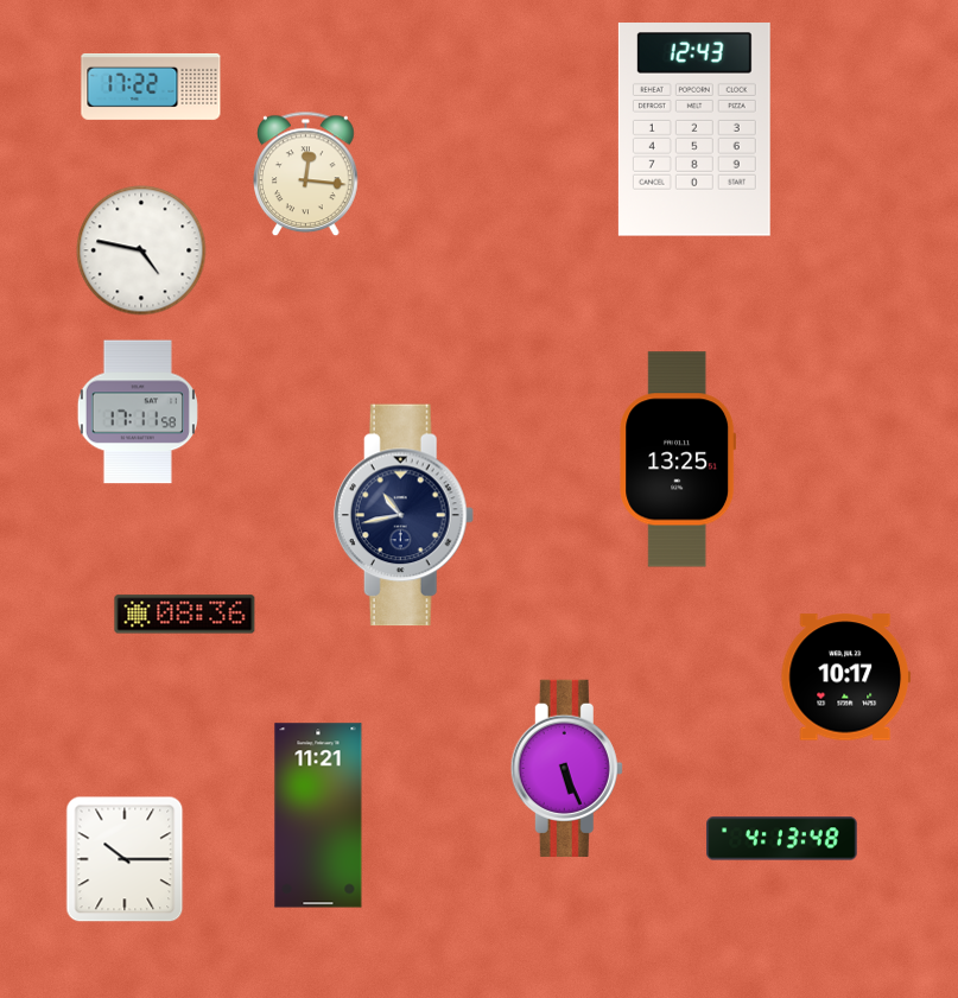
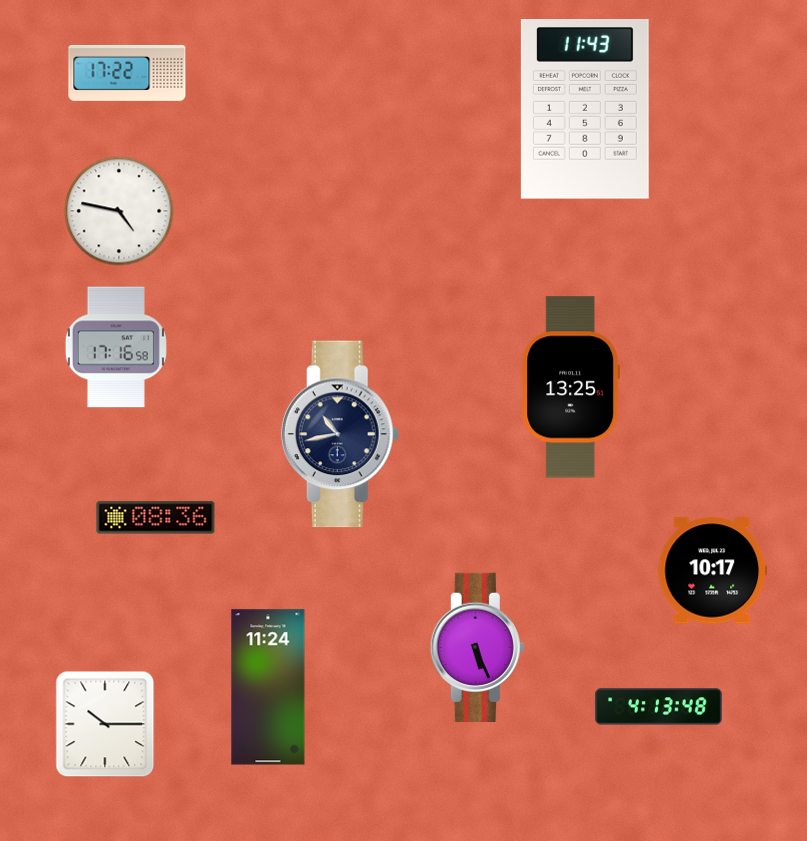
clock at (694, 131): 12:43 -> 11:43
clock at (306, 174): 12:16 -> none
clock at (138, 412): 17:11 -> 17:16
clock at (318, 815): 11:21 -> 11:24
